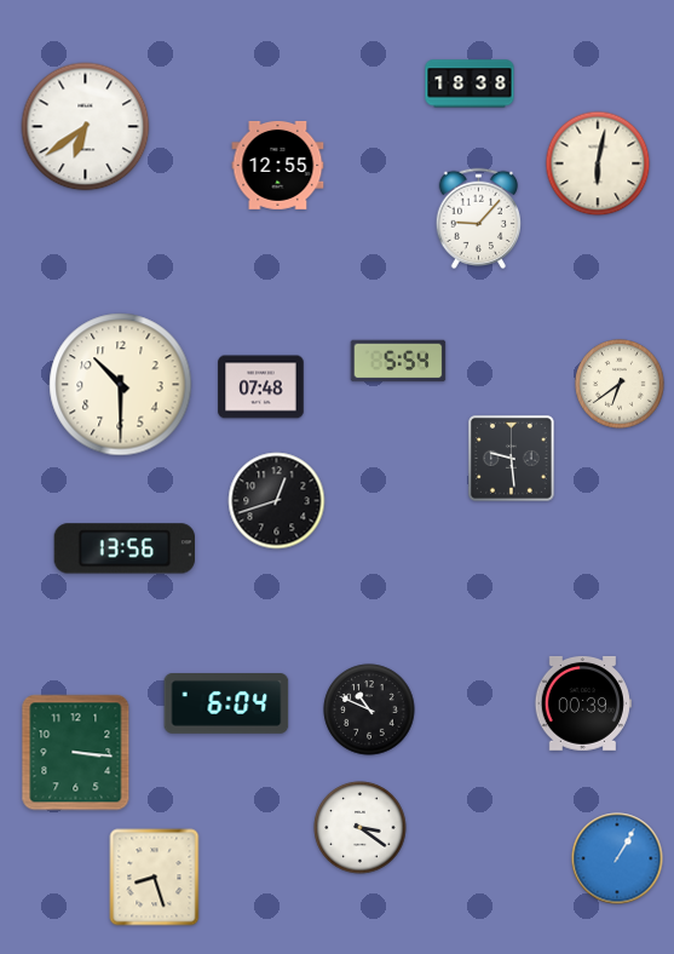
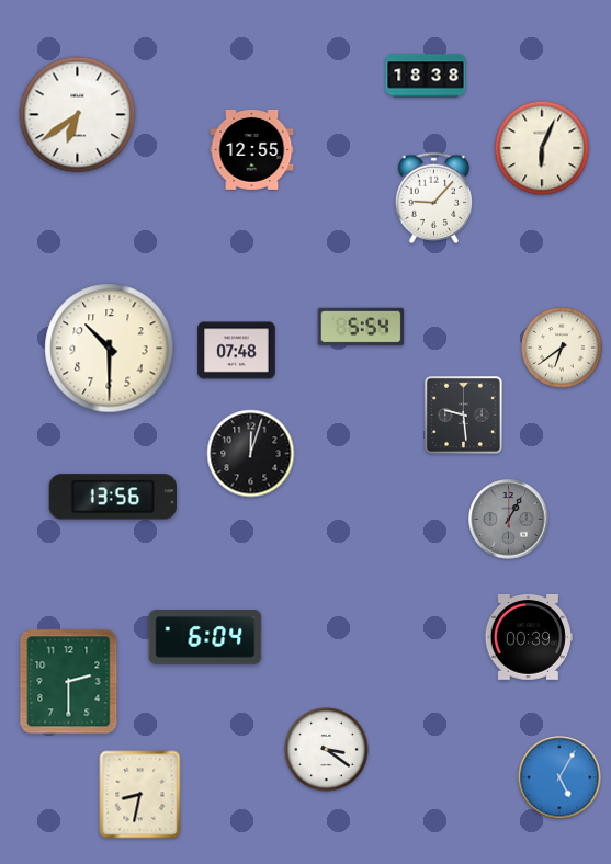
clock at (598, 163): 6:02 -> 6:04
clock at (277, 501): 12:42 -> 12:03
clock at (509, 520): none -> 1:05
clock at (369, 709): 10:49 -> none
clock at (76, 753): 3:16 -> 2:30
clock at (617, 858): 1:05 -> 5:05
clock at (155, 878): 8:27 -> 8:32
